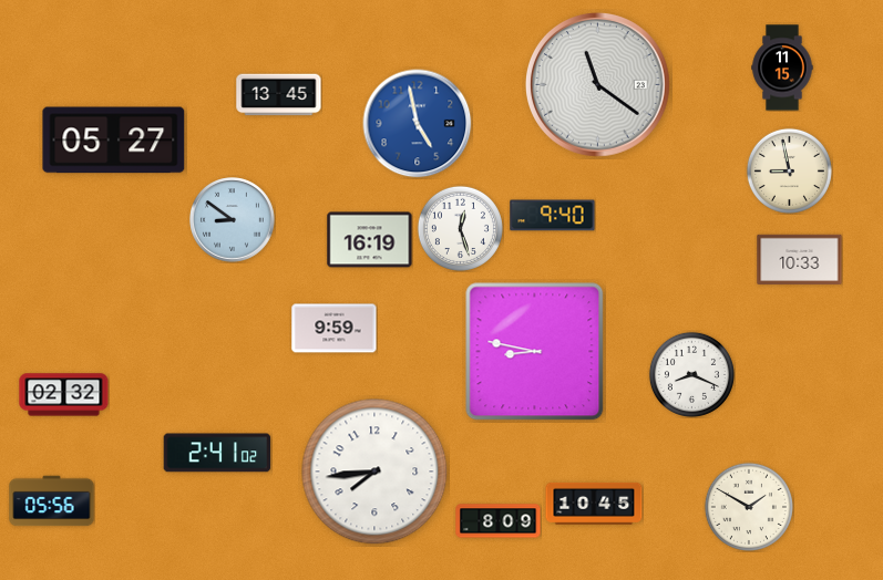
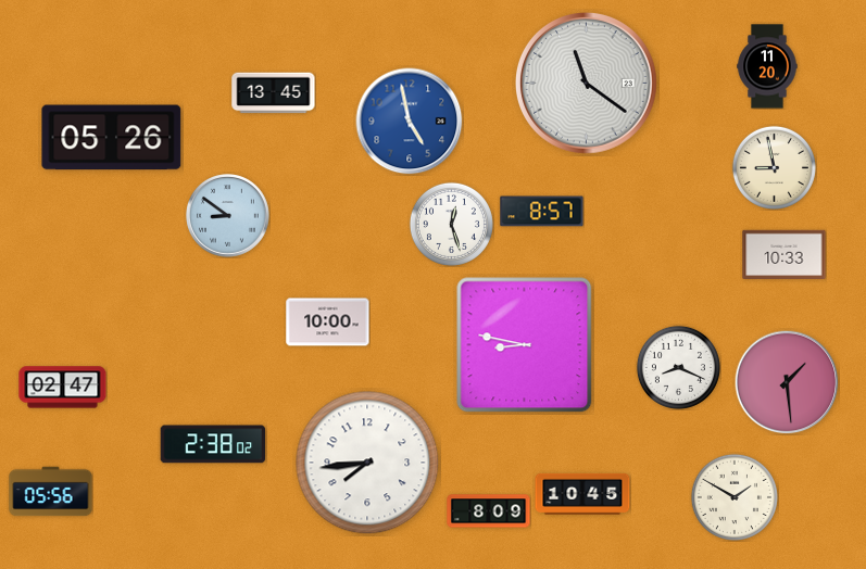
clock at (782, 68): 11:15 -> 11:20
clock at (114, 141): 05:27 -> 05:26
clock at (553, 216): 9:40 -> 8:57
clock at (370, 240): 16:19 -> none
clock at (335, 329): 9:59 -> 10:00
clock at (787, 382): none -> 1:29
clock at (64, 395): 02:32 -> 02:47
clock at (217, 453): 2:41 -> 2:38
